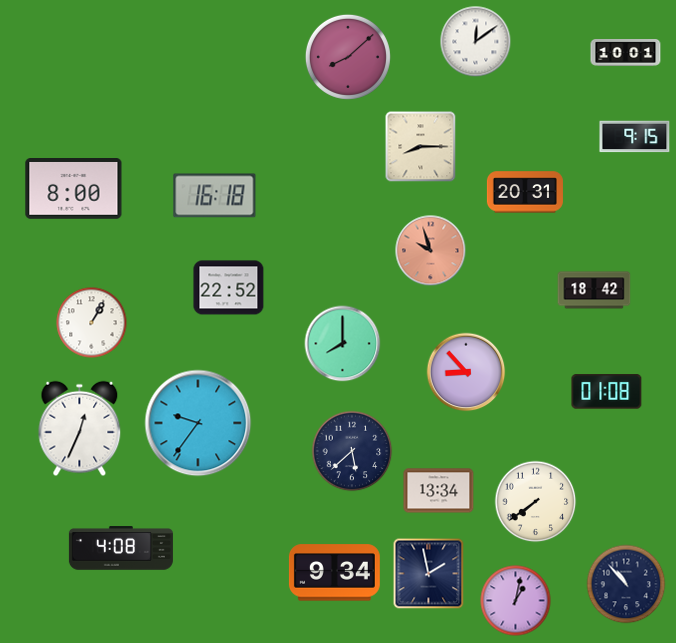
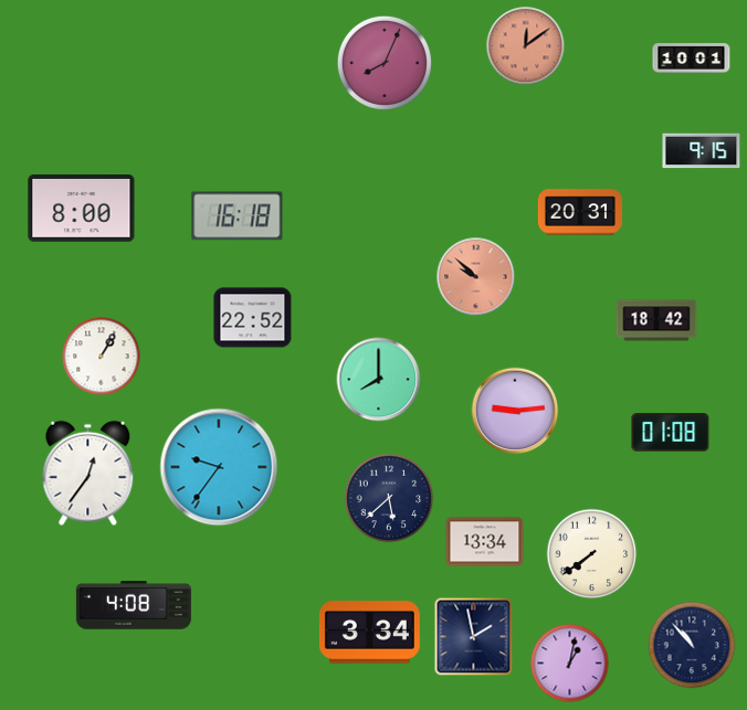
clock at (476, 42) dial: white -> salmon
clock at (348, 57): 8:08 -> 8:04
clock at (421, 147): 8:15 -> none
clock at (431, 251): 9:57 -> 9:52
clock at (466, 372): 8:53 -> 9:14
clock at (80, 429): 12:34 -> 12:36
clock at (334, 573): 9:34 -> 3:34
clock at (429, 574) position: (429, 574) -> (474, 637)
